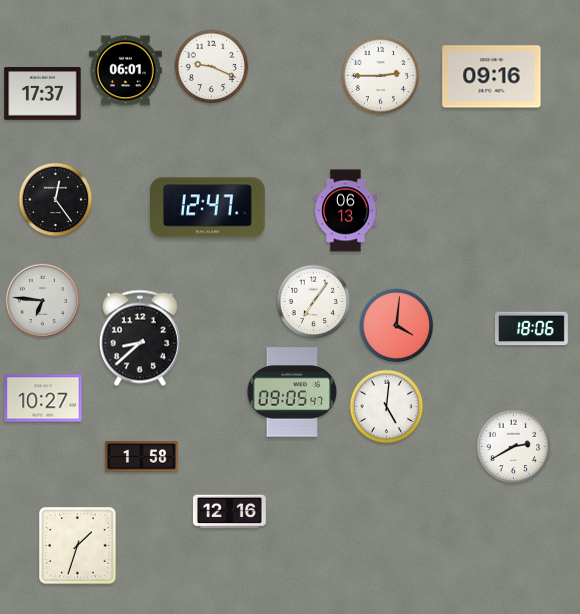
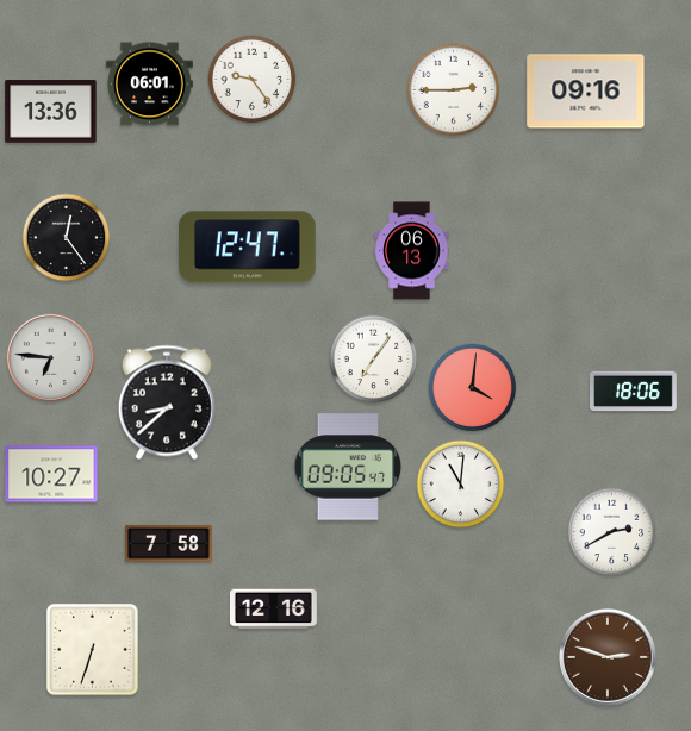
clock at (212, 67): 9:19 -> 9:24
clock at (43, 94): 17:37 -> 13:36
clock at (387, 407): 5:01 -> 11:01
clock at (141, 457): 1:58 -> 7:58
clock at (78, 546): 1:33 -> 6:33
clock at (608, 657): none -> 2:48
